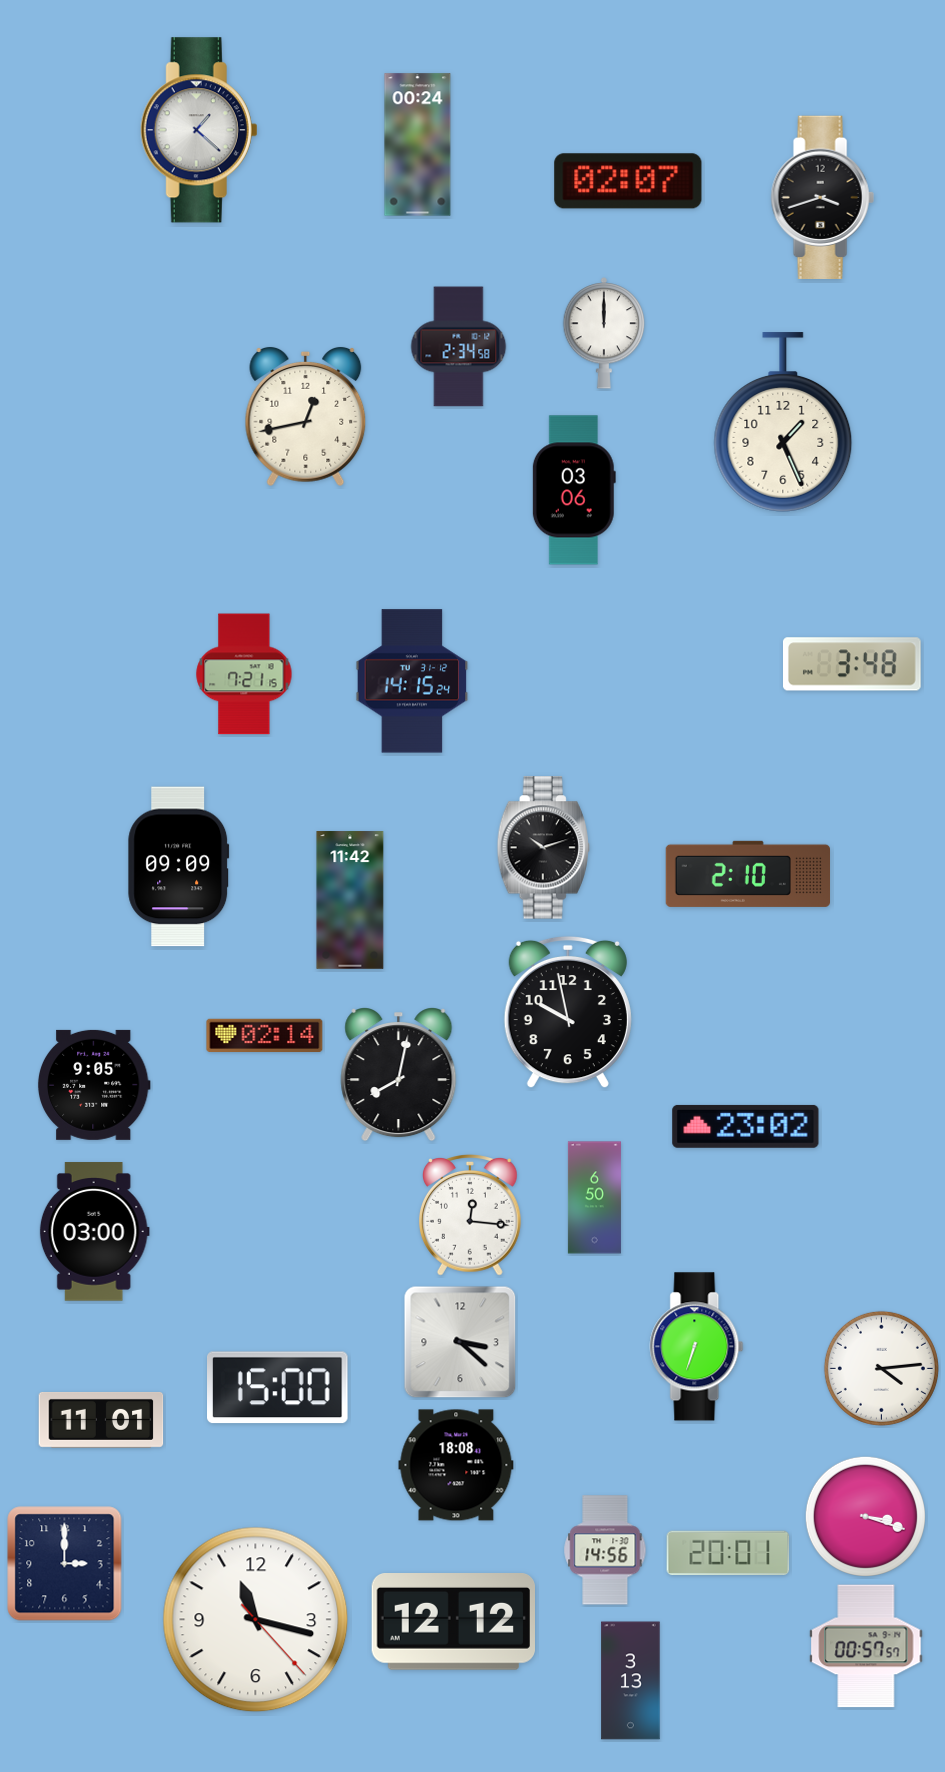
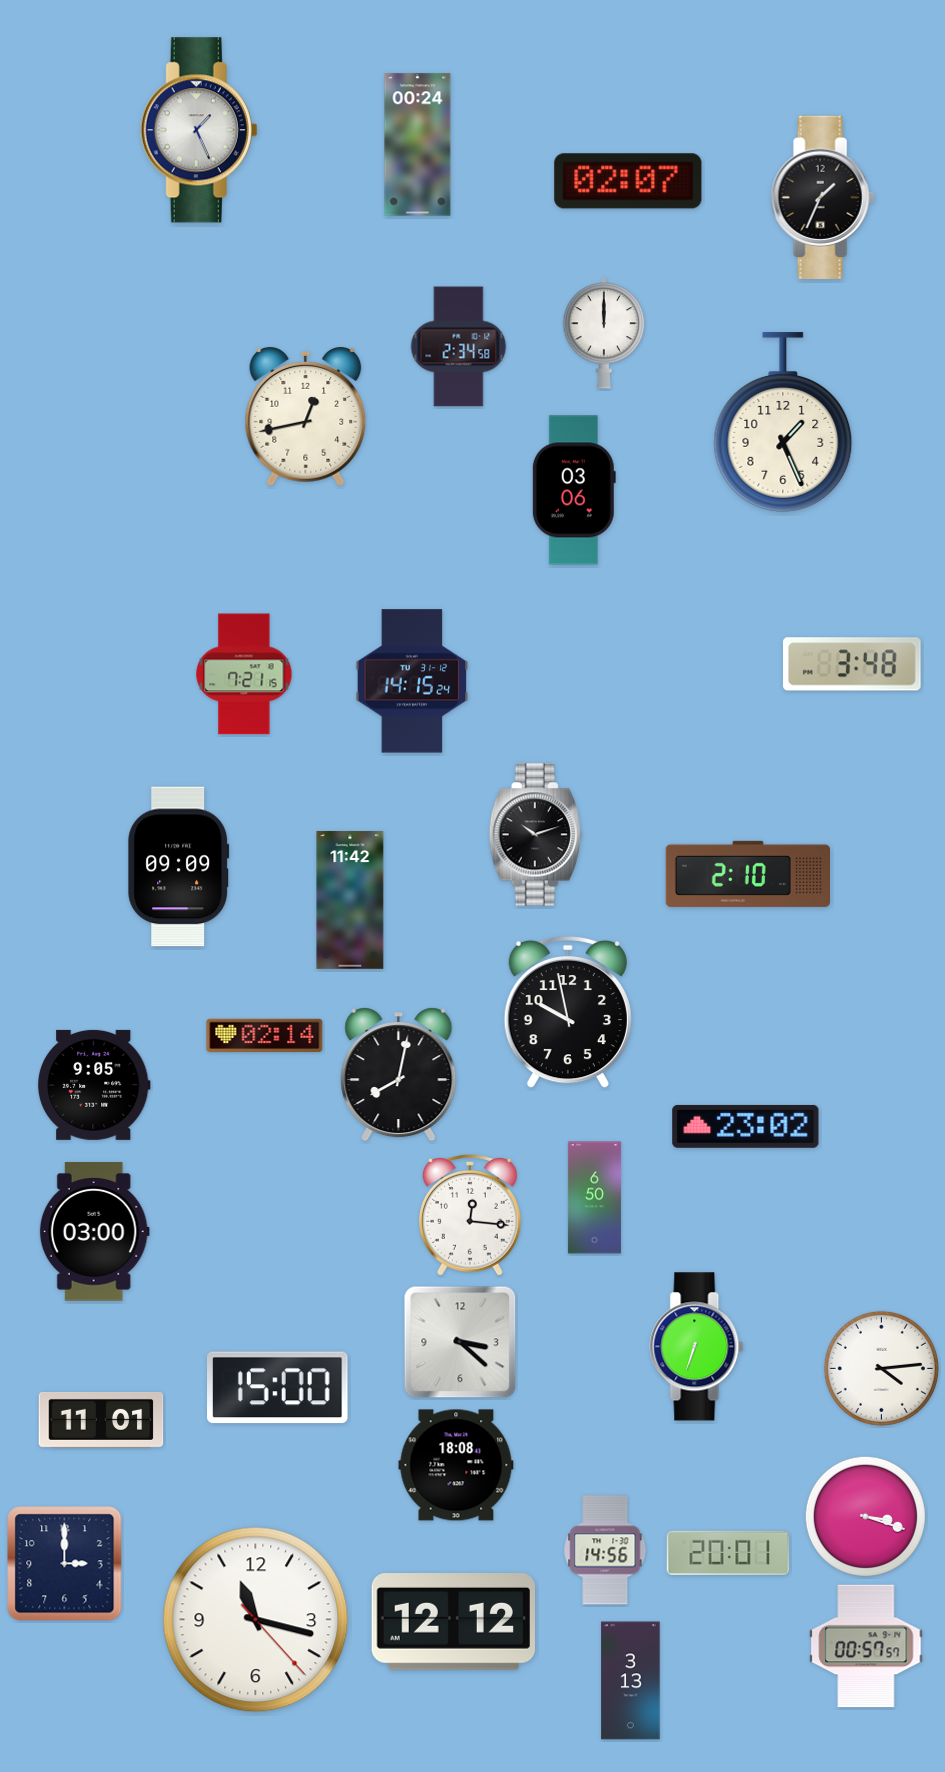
clock at (199, 130): 1:22 -> 1:26
clock at (822, 198): 3:42 -> 1:34
clock at (543, 848) position: (543, 848) -> (535, 835)
